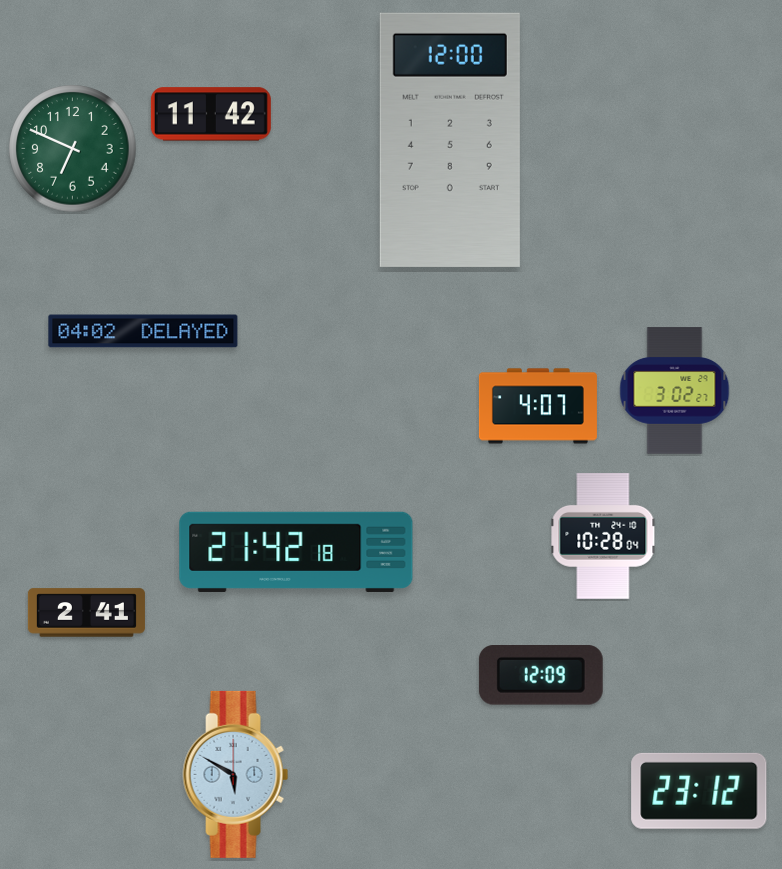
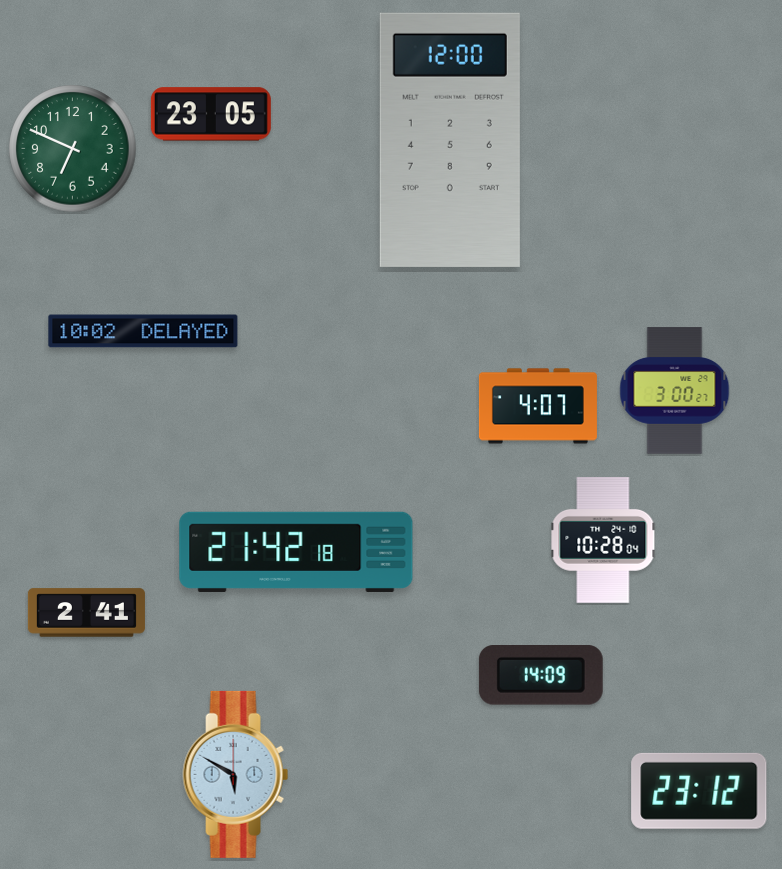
clock at (211, 114): 11:42 -> 23:05
clock at (143, 331): 04:02 -> 10:02
clock at (675, 391): 3:02 -> 3:00
clock at (603, 536) position: (603, 536) -> (603, 540)
clock at (541, 676): 12:09 -> 14:09
